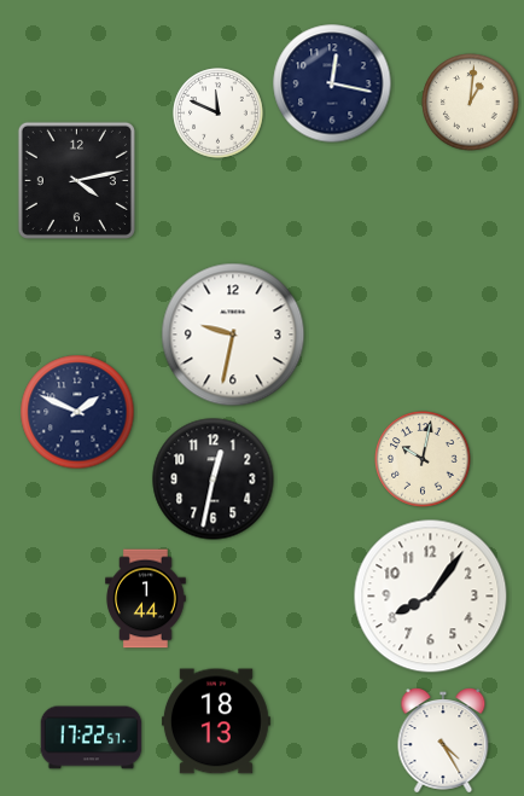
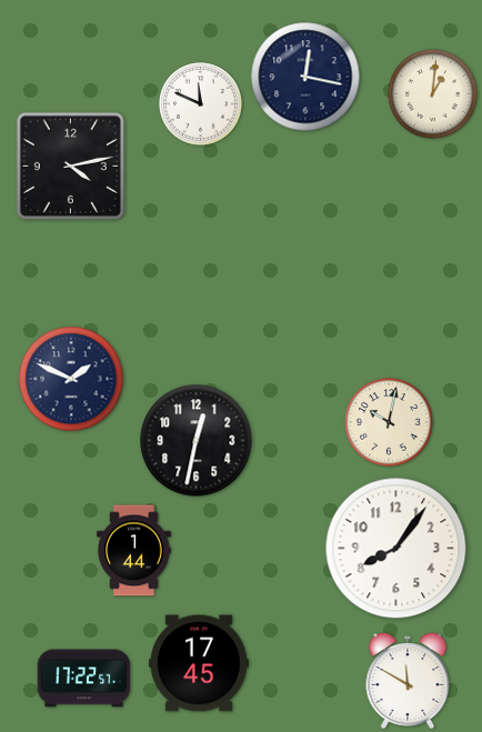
clock at (233, 335): 9:32 -> none
clock at (216, 721): 18:13 -> 17:45
clock at (443, 740): 4:25 -> 11:50
